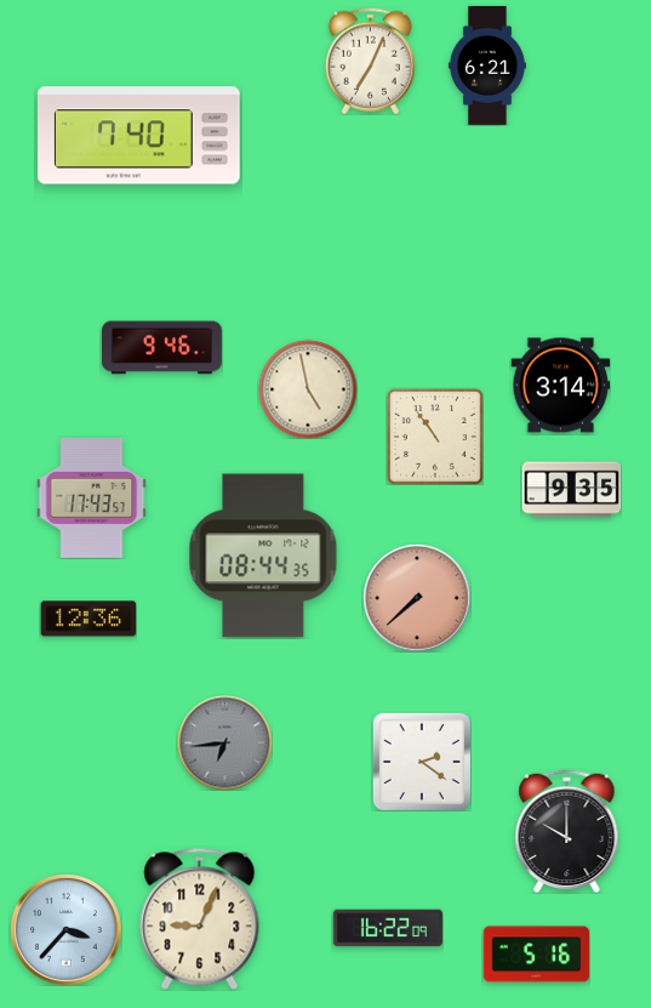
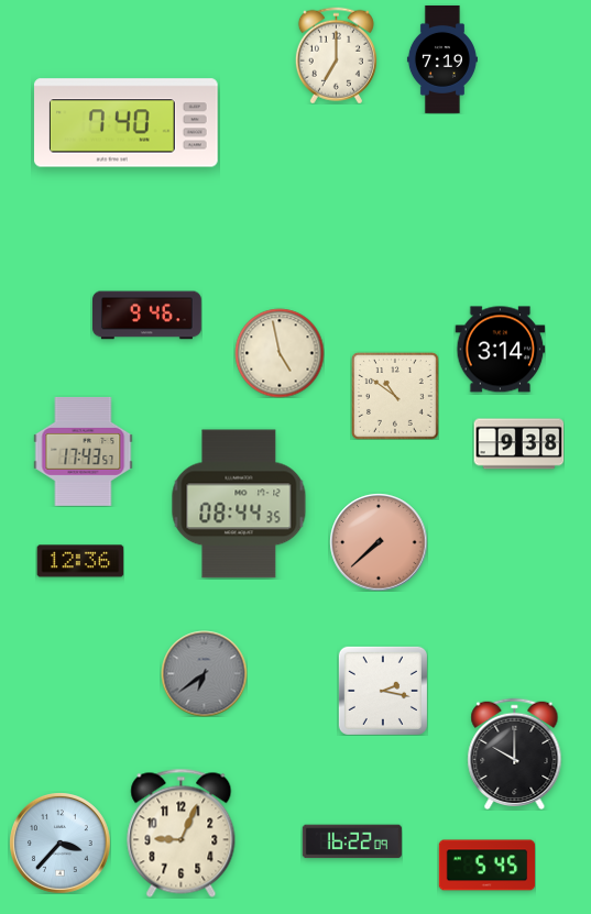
clock at (370, 61): 7:04 -> 7:00
clock at (487, 66): 6:21 -> 7:19
clock at (560, 386) position: (560, 386) -> (500, 350)
clock at (435, 437): 10:54 -> 10:51
clock at (571, 490): 9:35 -> 9:38
clock at (224, 742): 6:44 -> 6:39
clock at (422, 762): 2:21 -> 2:17
clock at (536, 955): 5:16 -> 5:45
